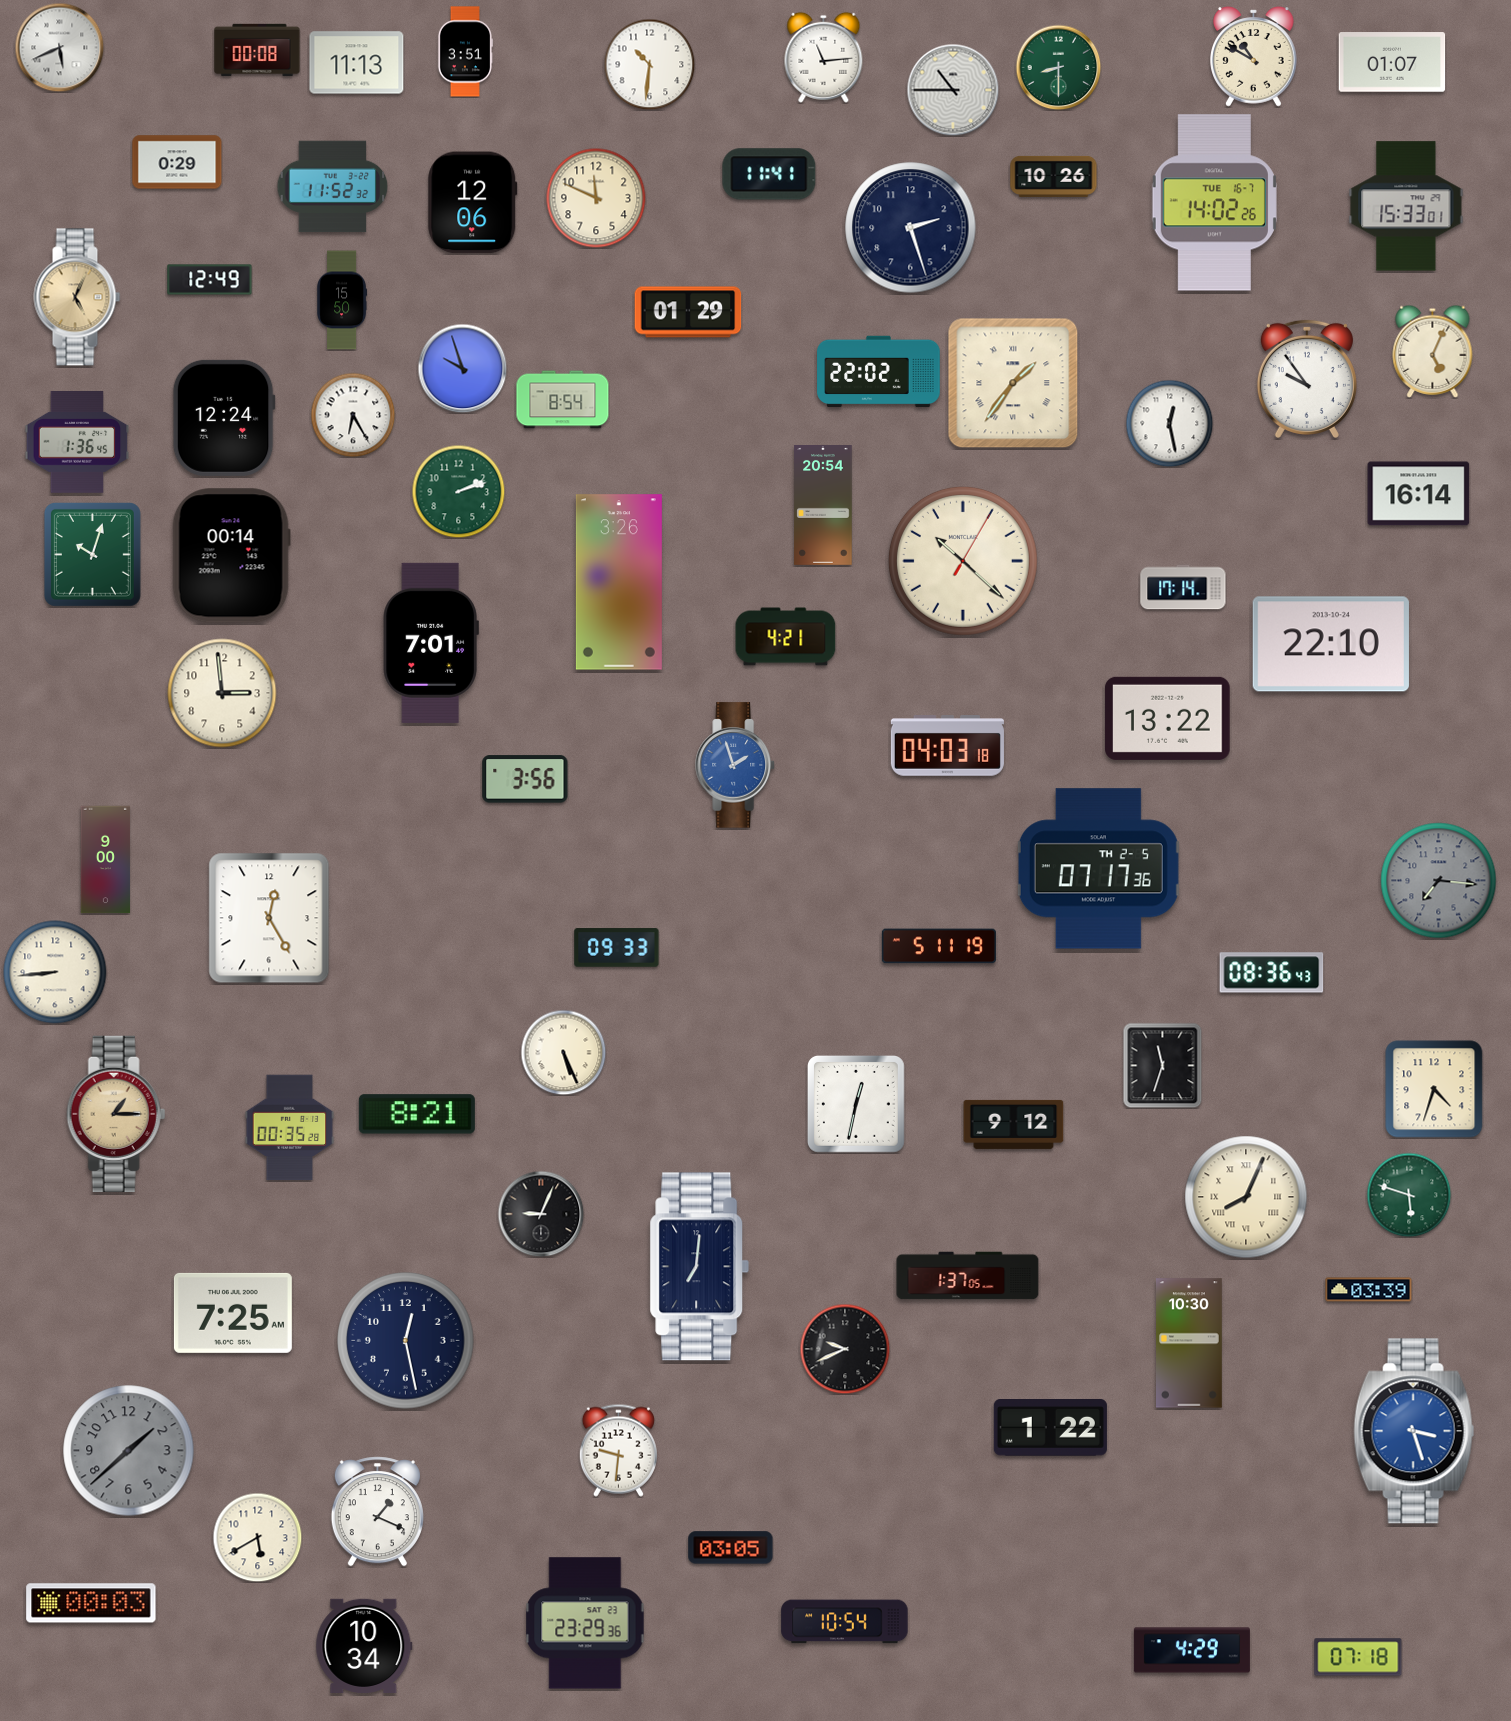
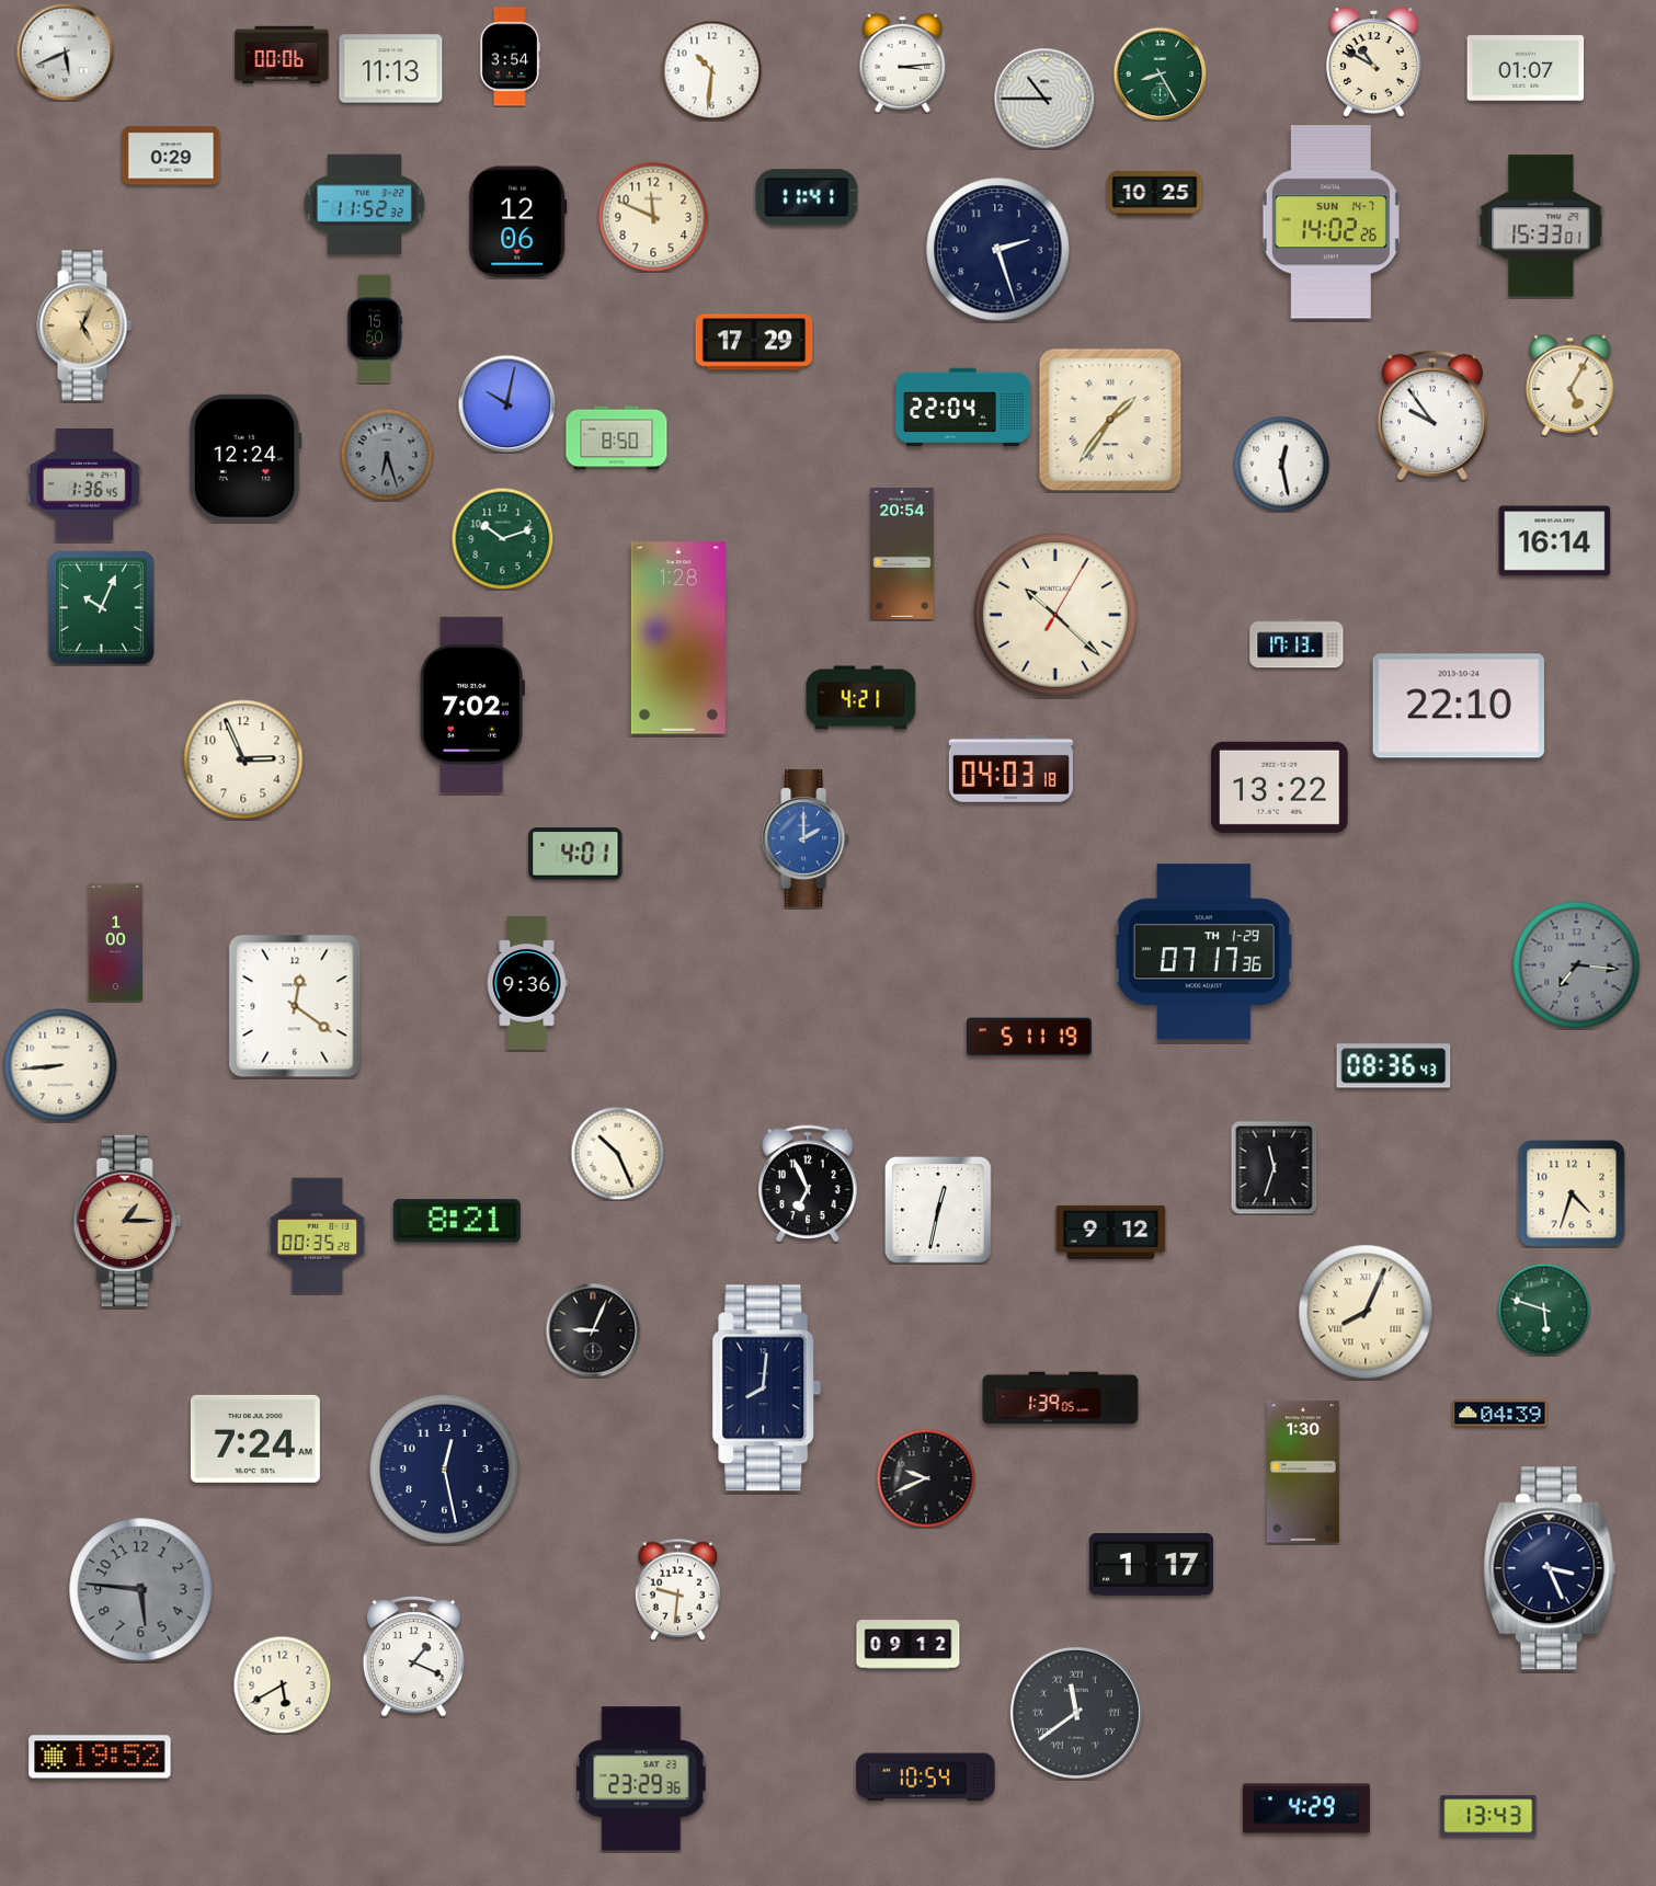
clock at (257, 50): 00:08 -> 00:06
clock at (465, 52): 3:51 -> 3:54
clock at (824, 57): 11:14 -> 3:14
clock at (1058, 67): 8:30 -> 8:25
clock at (177, 162) position: (177, 162) -> (171, 156)
clock at (769, 174) position: (769, 174) -> (807, 197)
clock at (1054, 176): 10:26 -> 10:25
clock at (1214, 203) date: TUE 16-7 -> SUN 14-7
clock at (210, 280): 12:49 -> none
clock at (688, 312): 01:29 -> 17:29
clock at (1433, 351): 5:04 -> 5:05
clock at (462, 368): 9:57 -> 10:02
clock at (879, 372): 22:02 -> 22:04
clock at (563, 400): 8:54 -> 8:50
clock at (353, 415): 6:25 -> 6:27
clock at (353, 415) dial: white -> grey
clock at (458, 491): 2:12 -> 10:12
clock at (92, 554): 10:03 -> 10:04
clock at (231, 556): 00:14 -> none
clock at (619, 582): 3:26 -> 1:28
clock at (1183, 587): 17:14 -> 17:13
clock at (431, 643): 7:01 -> 7:02
clock at (222, 693): 2:59 -> 2:56
clock at (947, 746) position: (947, 746) -> (1010, 769)
clock at (735, 765): 1:57 -> 2:00
clock at (525, 779): 3:56 -> 4:01
clock at (106, 860): 9:00 -> 1:00
clock at (1098, 869) date: TH 2-5 -> TH 1-29
clock at (527, 983): none -> 9:36
clock at (269, 918): 12:25 -> 12:21
clock at (617, 948): 09:33 -> none
clock at (563, 1052): 5:26 -> 10:26
clock at (808, 1184): none -> 6:56
clock at (700, 1267): 7:01 -> 8:01
clock at (968, 1276): 1:37 -> 1:39
clock at (1369, 1290): 03:39 -> 04:39
clock at (233, 1313): 7:25 -> 7:24
clock at (1190, 1343): 10:30 -> 1:30
clock at (1050, 1428): 1:22 -> 1:17
clock at (1414, 1431): 3:27 -> 3:26
clock at (1414, 1431) dial: blue -> navy
clock at (129, 1451): 1:38 -> 5:46
clock at (909, 1645): none -> 09:12
clock at (731, 1548): 03:05 -> none
clock at (1076, 1713): none -> 11:39
clock at (91, 1603): 00:03 -> 19:52
clock at (364, 1645): 10:34 -> none
clock at (1358, 1657): 07:18 -> 13:43
